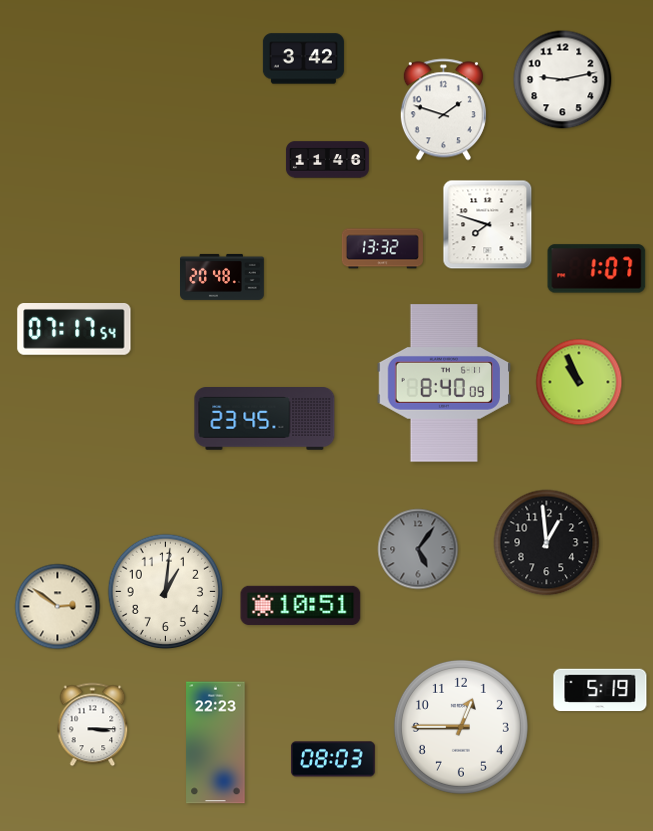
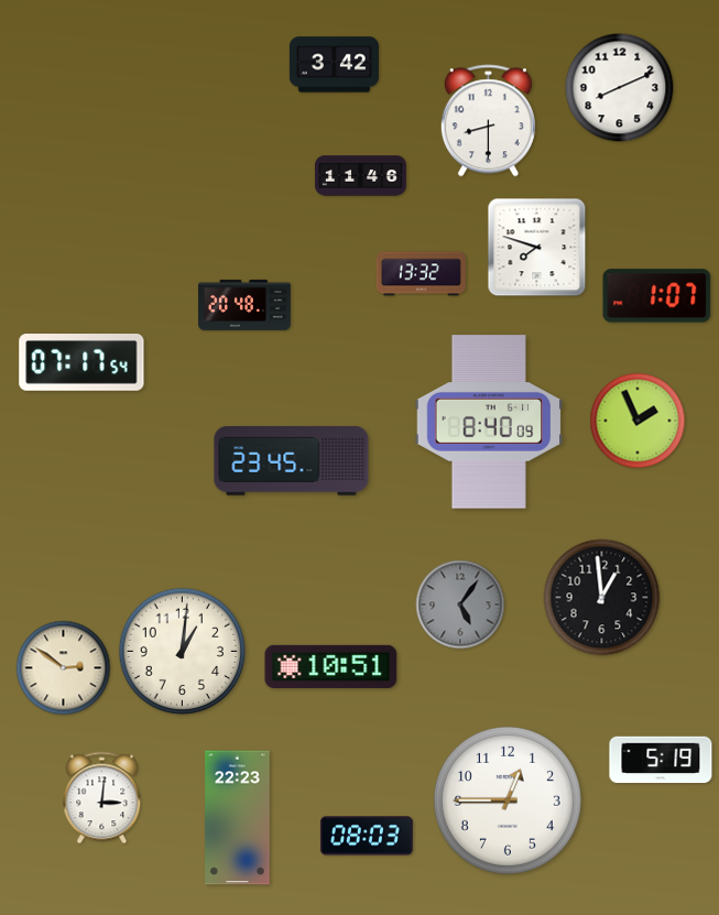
clock at (563, 80): 9:13 -> 8:11
clock at (443, 110): 1:48 -> 8:30
clock at (579, 382): 10:56 -> 1:56
clock at (93, 725): 3:15 -> 3:01
